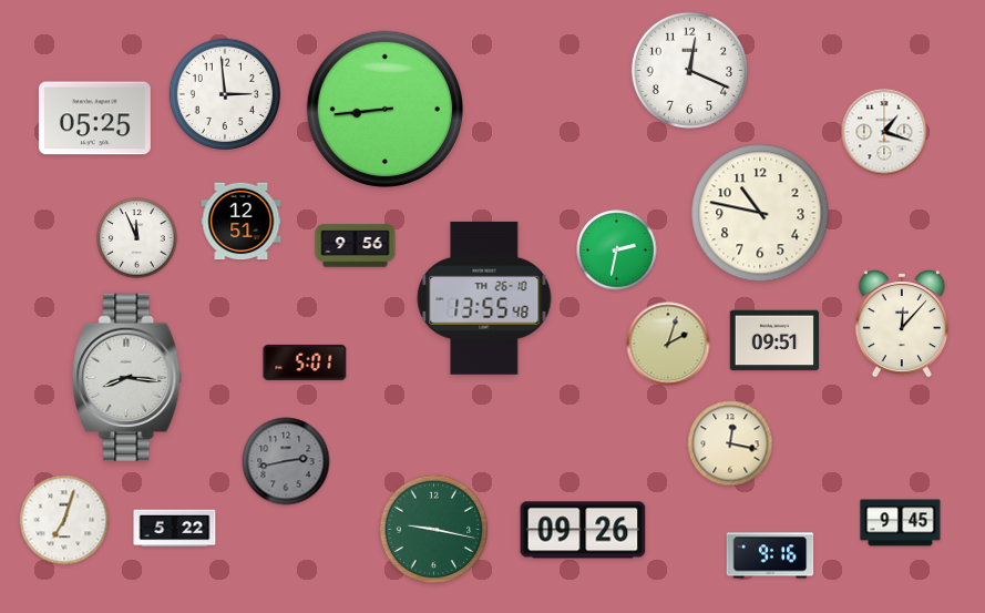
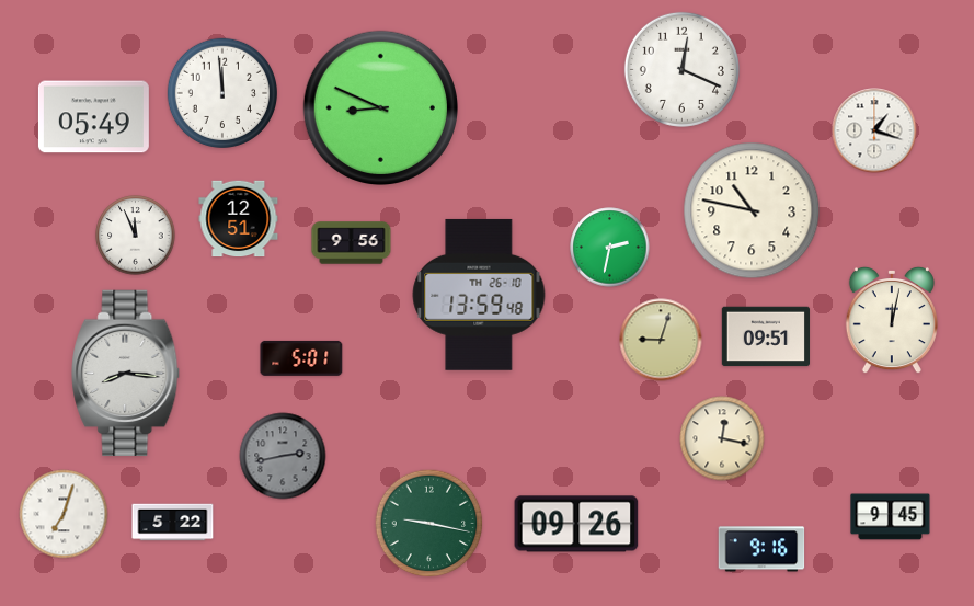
clock at (224, 93): 2:59 -> 11:59
clock at (384, 109): 8:44 -> 8:49
clock at (94, 119): 05:25 -> 05:49
clock at (484, 298): 13:55 -> 13:59
clock at (902, 324): 12:07 -> 12:02
clock at (668, 344): 2:03 -> 9:03
